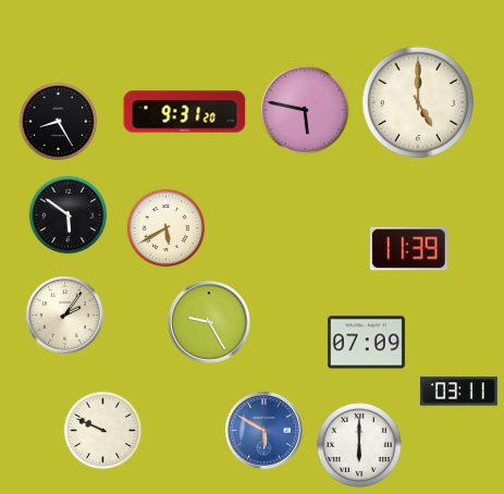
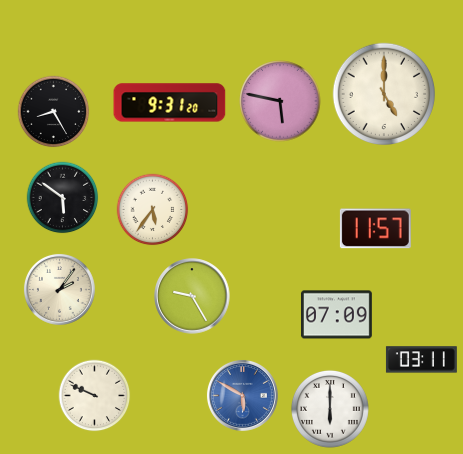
clock at (167, 229): 5:40 -> 5:36
clock at (408, 249): 11:39 -> 11:57
